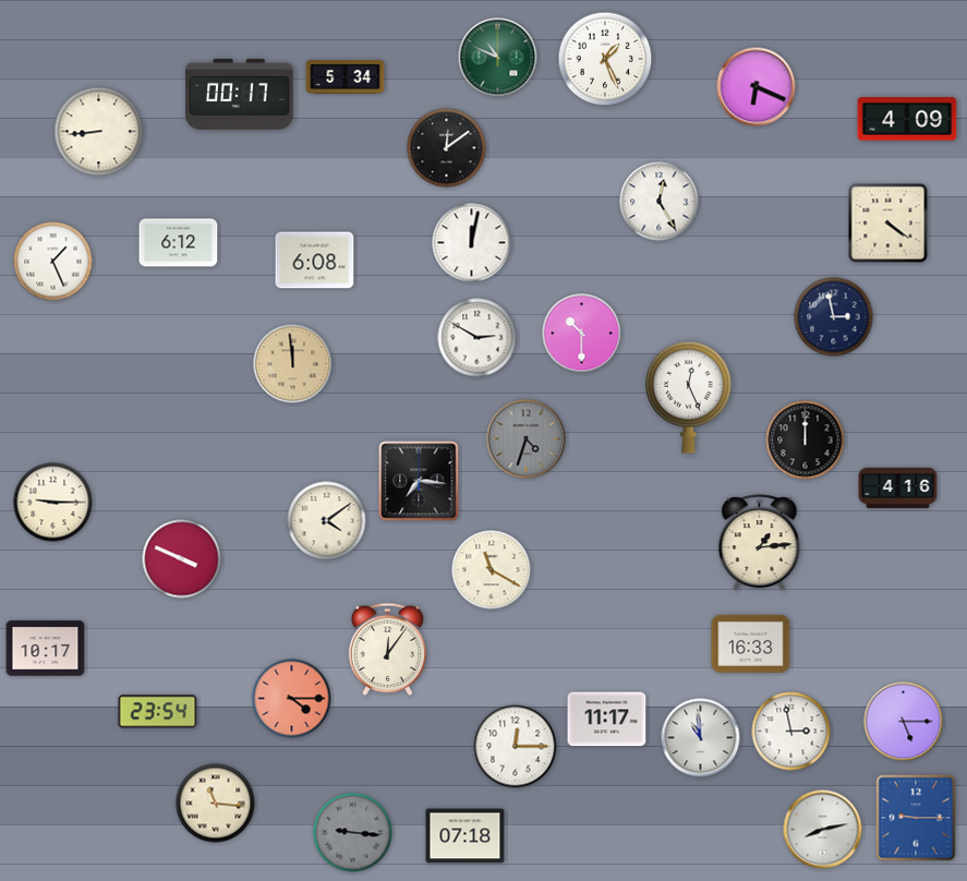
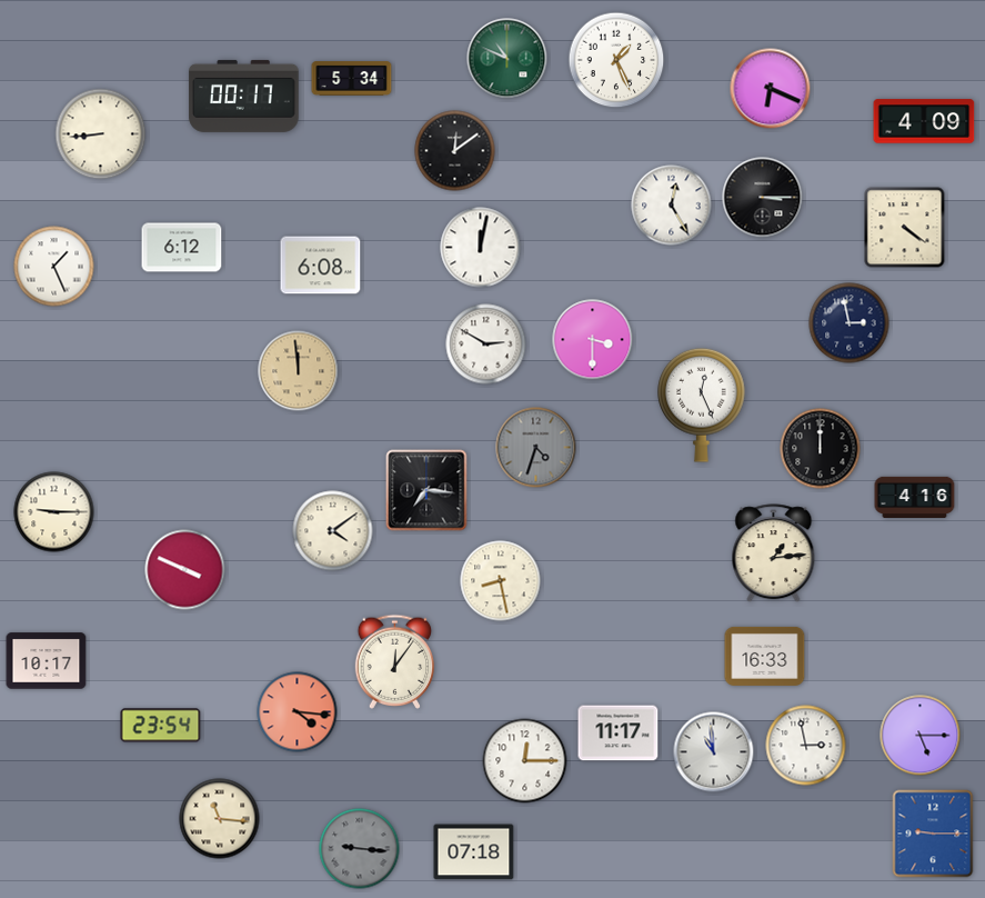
clock at (763, 198): none -> 3:15
clock at (582, 334): 10:30 -> 3:30
clock at (492, 570): 11:20 -> 8:28
clock at (292, 699): 4:15 -> 4:16
clock at (823, 830): 8:13 -> none
